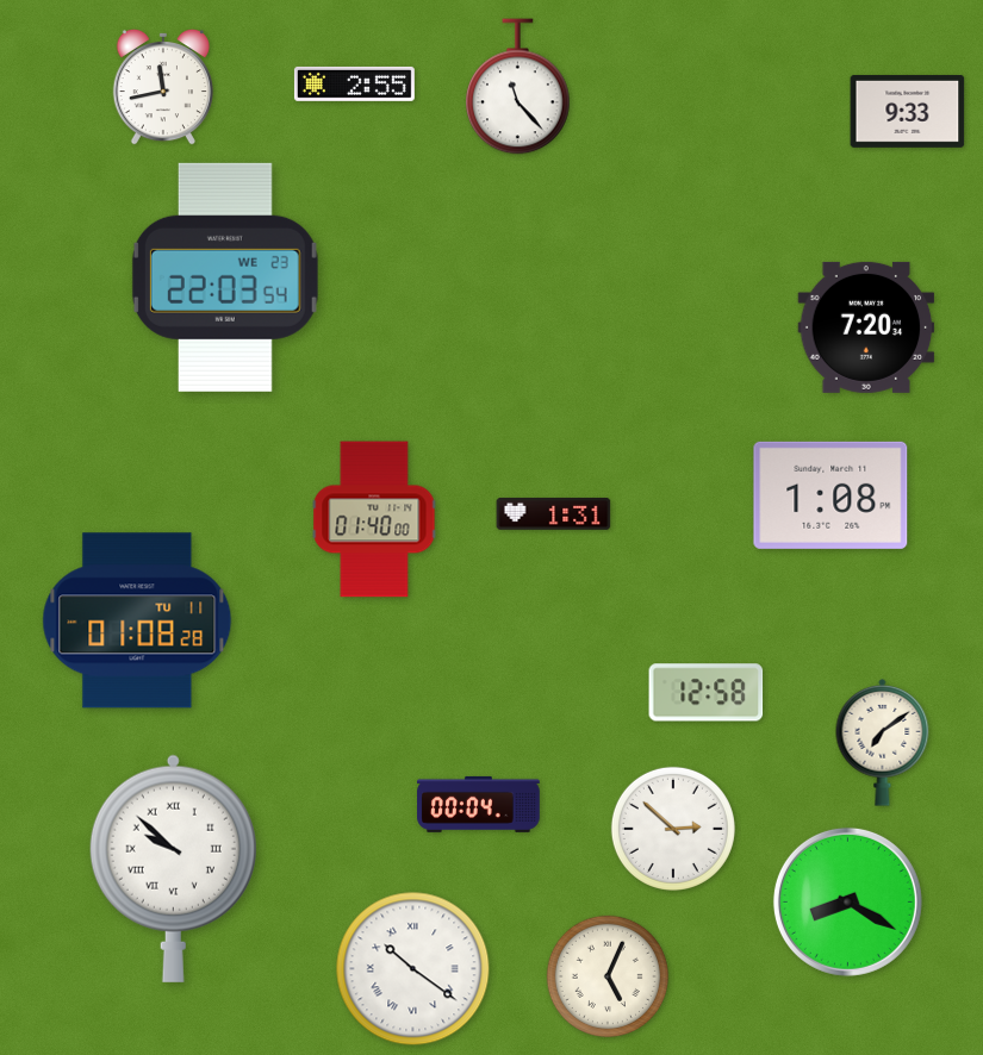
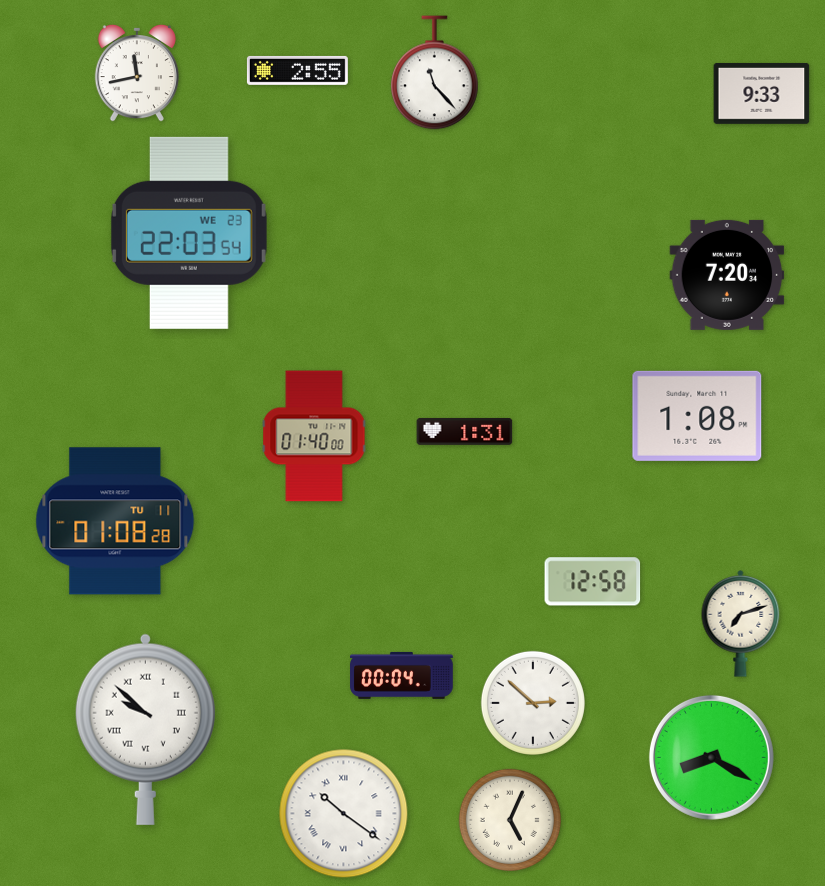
clock at (883, 742): 7:09 -> 7:12
clock at (673, 829) position: (673, 829) -> (533, 703)
clock at (413, 969) position: (413, 969) -> (344, 814)
